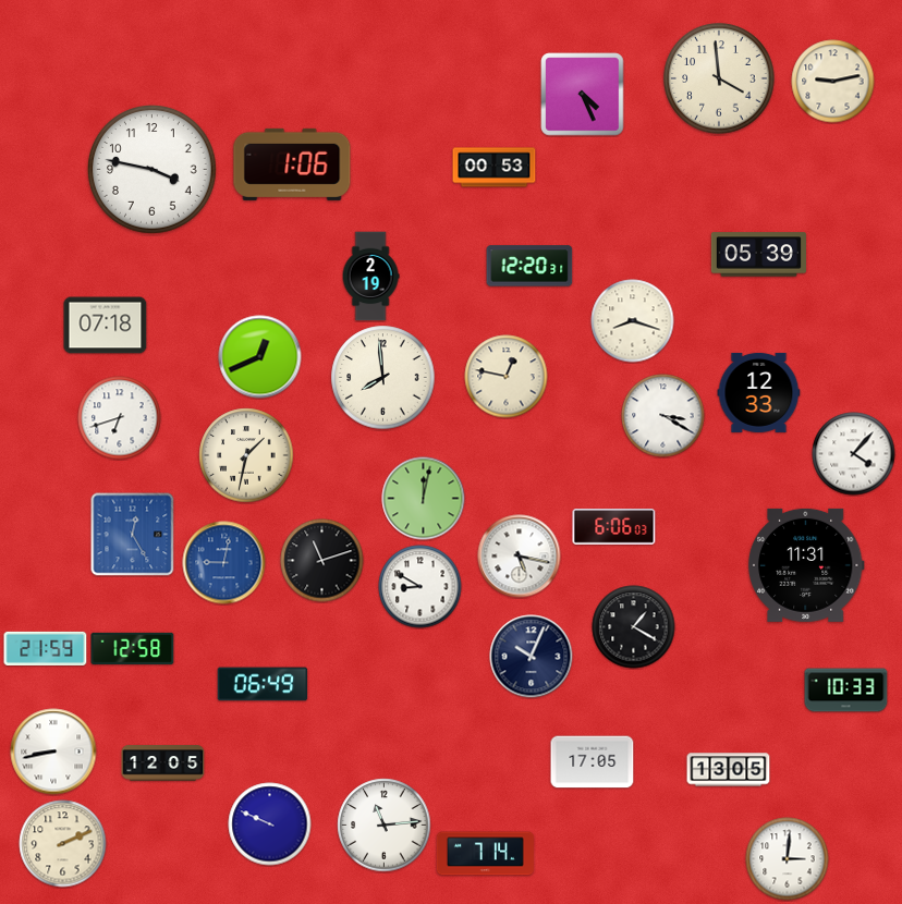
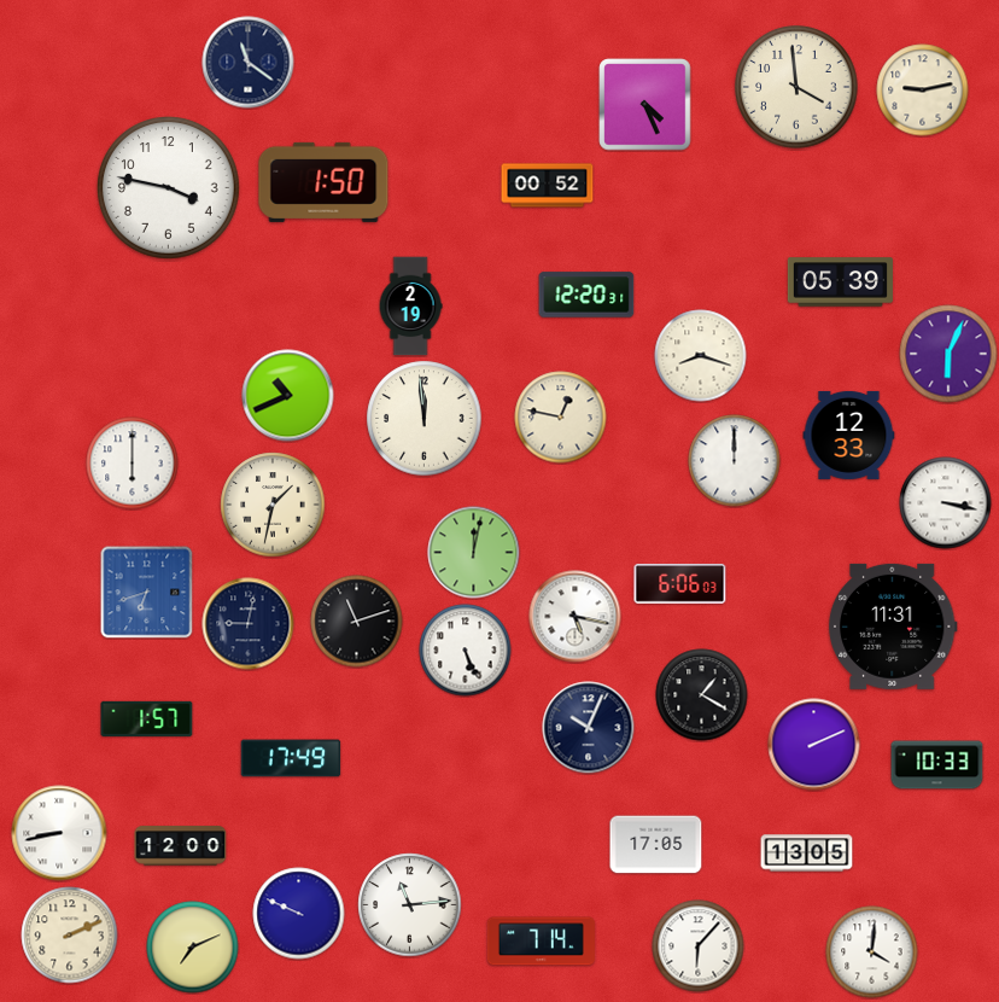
clock at (249, 63): none -> 11:21
clock at (292, 164): 1:06 -> 1:50
clock at (495, 168): 00:53 -> 00:52
clock at (948, 354): none -> 6:04
clock at (106, 326): 07:18 -> none
clock at (260, 357): 12:41 -> 10:41
clock at (383, 378): 7:59 -> 11:59
clock at (759, 392) position: (759, 392) -> (849, 435)
clock at (663, 416): 3:20 -> 12:00
clock at (120, 418): 6:42 -> 6:00
clock at (854, 454): 4:07 -> 3:17
clock at (424, 499) position: (424, 499) -> (474, 553)
clock at (133, 535): 12:25 -> 6:42
clock at (224, 563) dial: blue -> navy
clock at (420, 587): 8:50 -> 5:26
clock at (46, 648): 21:59 -> none
clock at (133, 648): 12:58 -> 1:57
clock at (814, 745): none -> 2:11
clock at (263, 684): 06:49 -> 17:49
clock at (163, 763): 12:05 -> 12:00
clock at (385, 826) position: (385, 826) -> (410, 905)
clock at (485, 854) position: (485, 854) -> (541, 942)
clock at (699, 946): none -> 6:07
clock at (193, 948): none -> 7:11
clock at (788, 859): 3:01 -> 4:01
